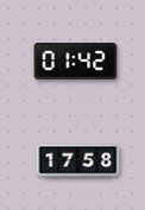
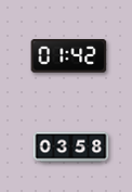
clock at (78, 161): 17:58 -> 03:58
